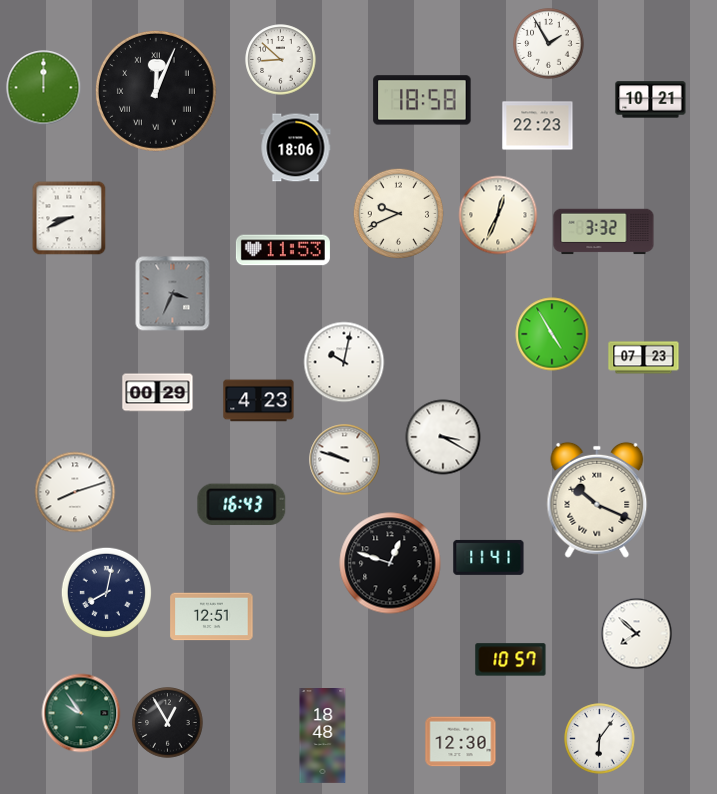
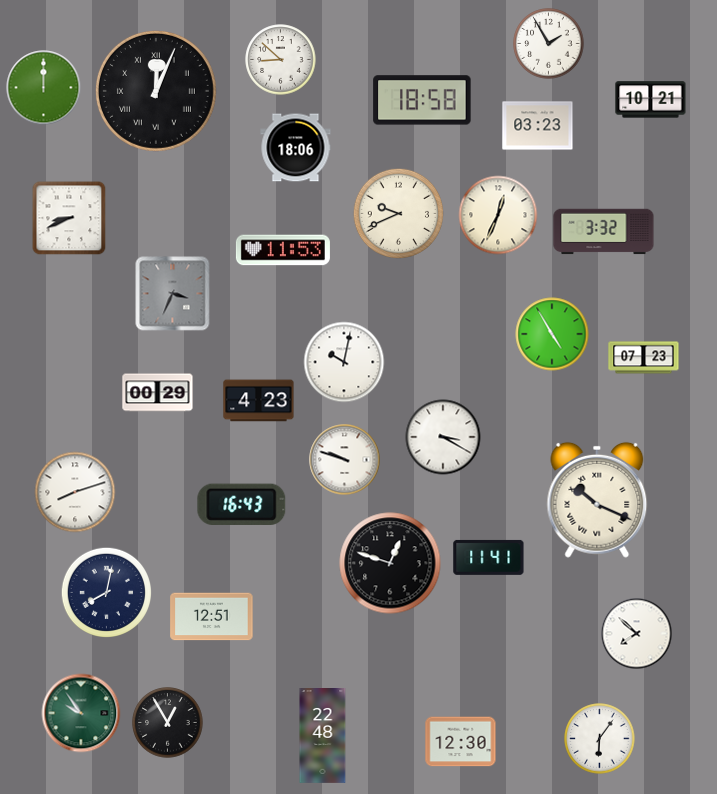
clock at (538, 126): 22:23 -> 03:23
clock at (511, 660): 10:57 -> none
clock at (323, 736): 18:48 -> 22:48
